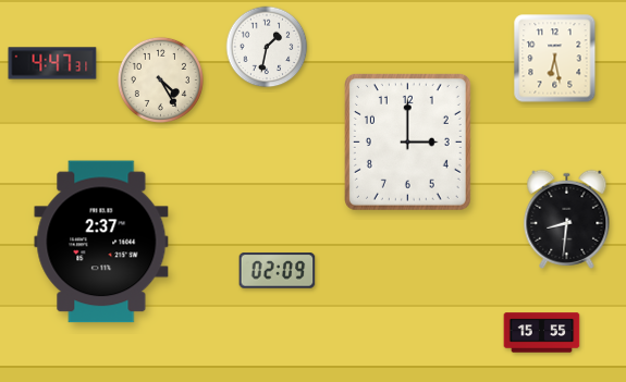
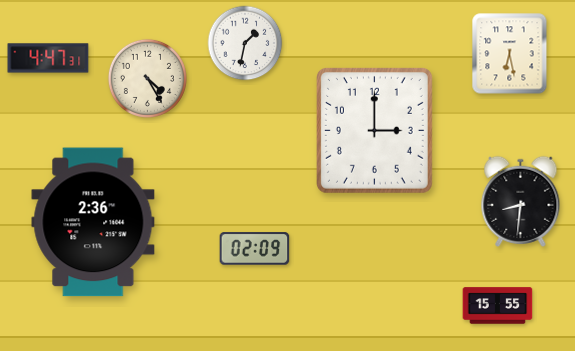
clock at (160, 79) position: (160, 79) -> (147, 78)
clock at (101, 242): 2:37 -> 2:36
